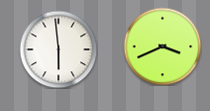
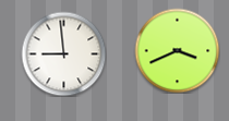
clock at (58, 49): 5:59 -> 8:59
